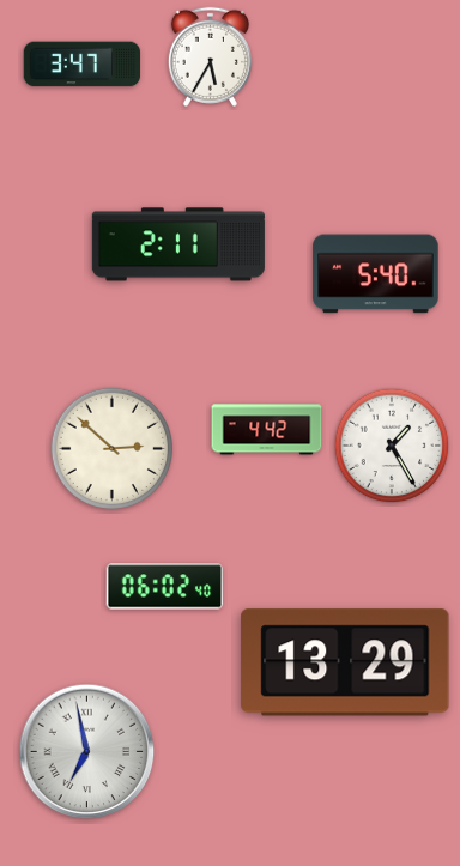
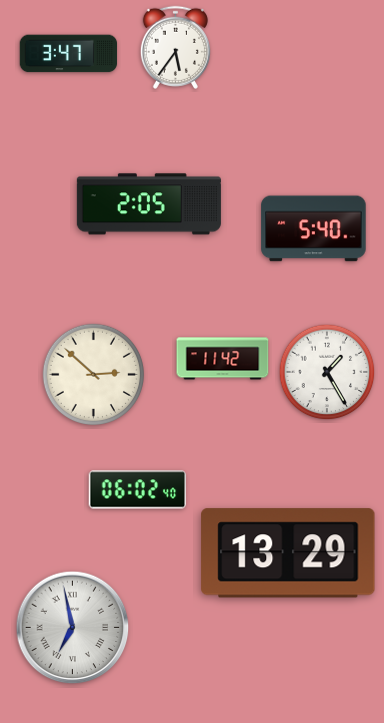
clock at (210, 56): 5:35 -> 5:36
clock at (178, 244): 2:11 -> 2:05
clock at (267, 430): 4:42 -> 11:42
